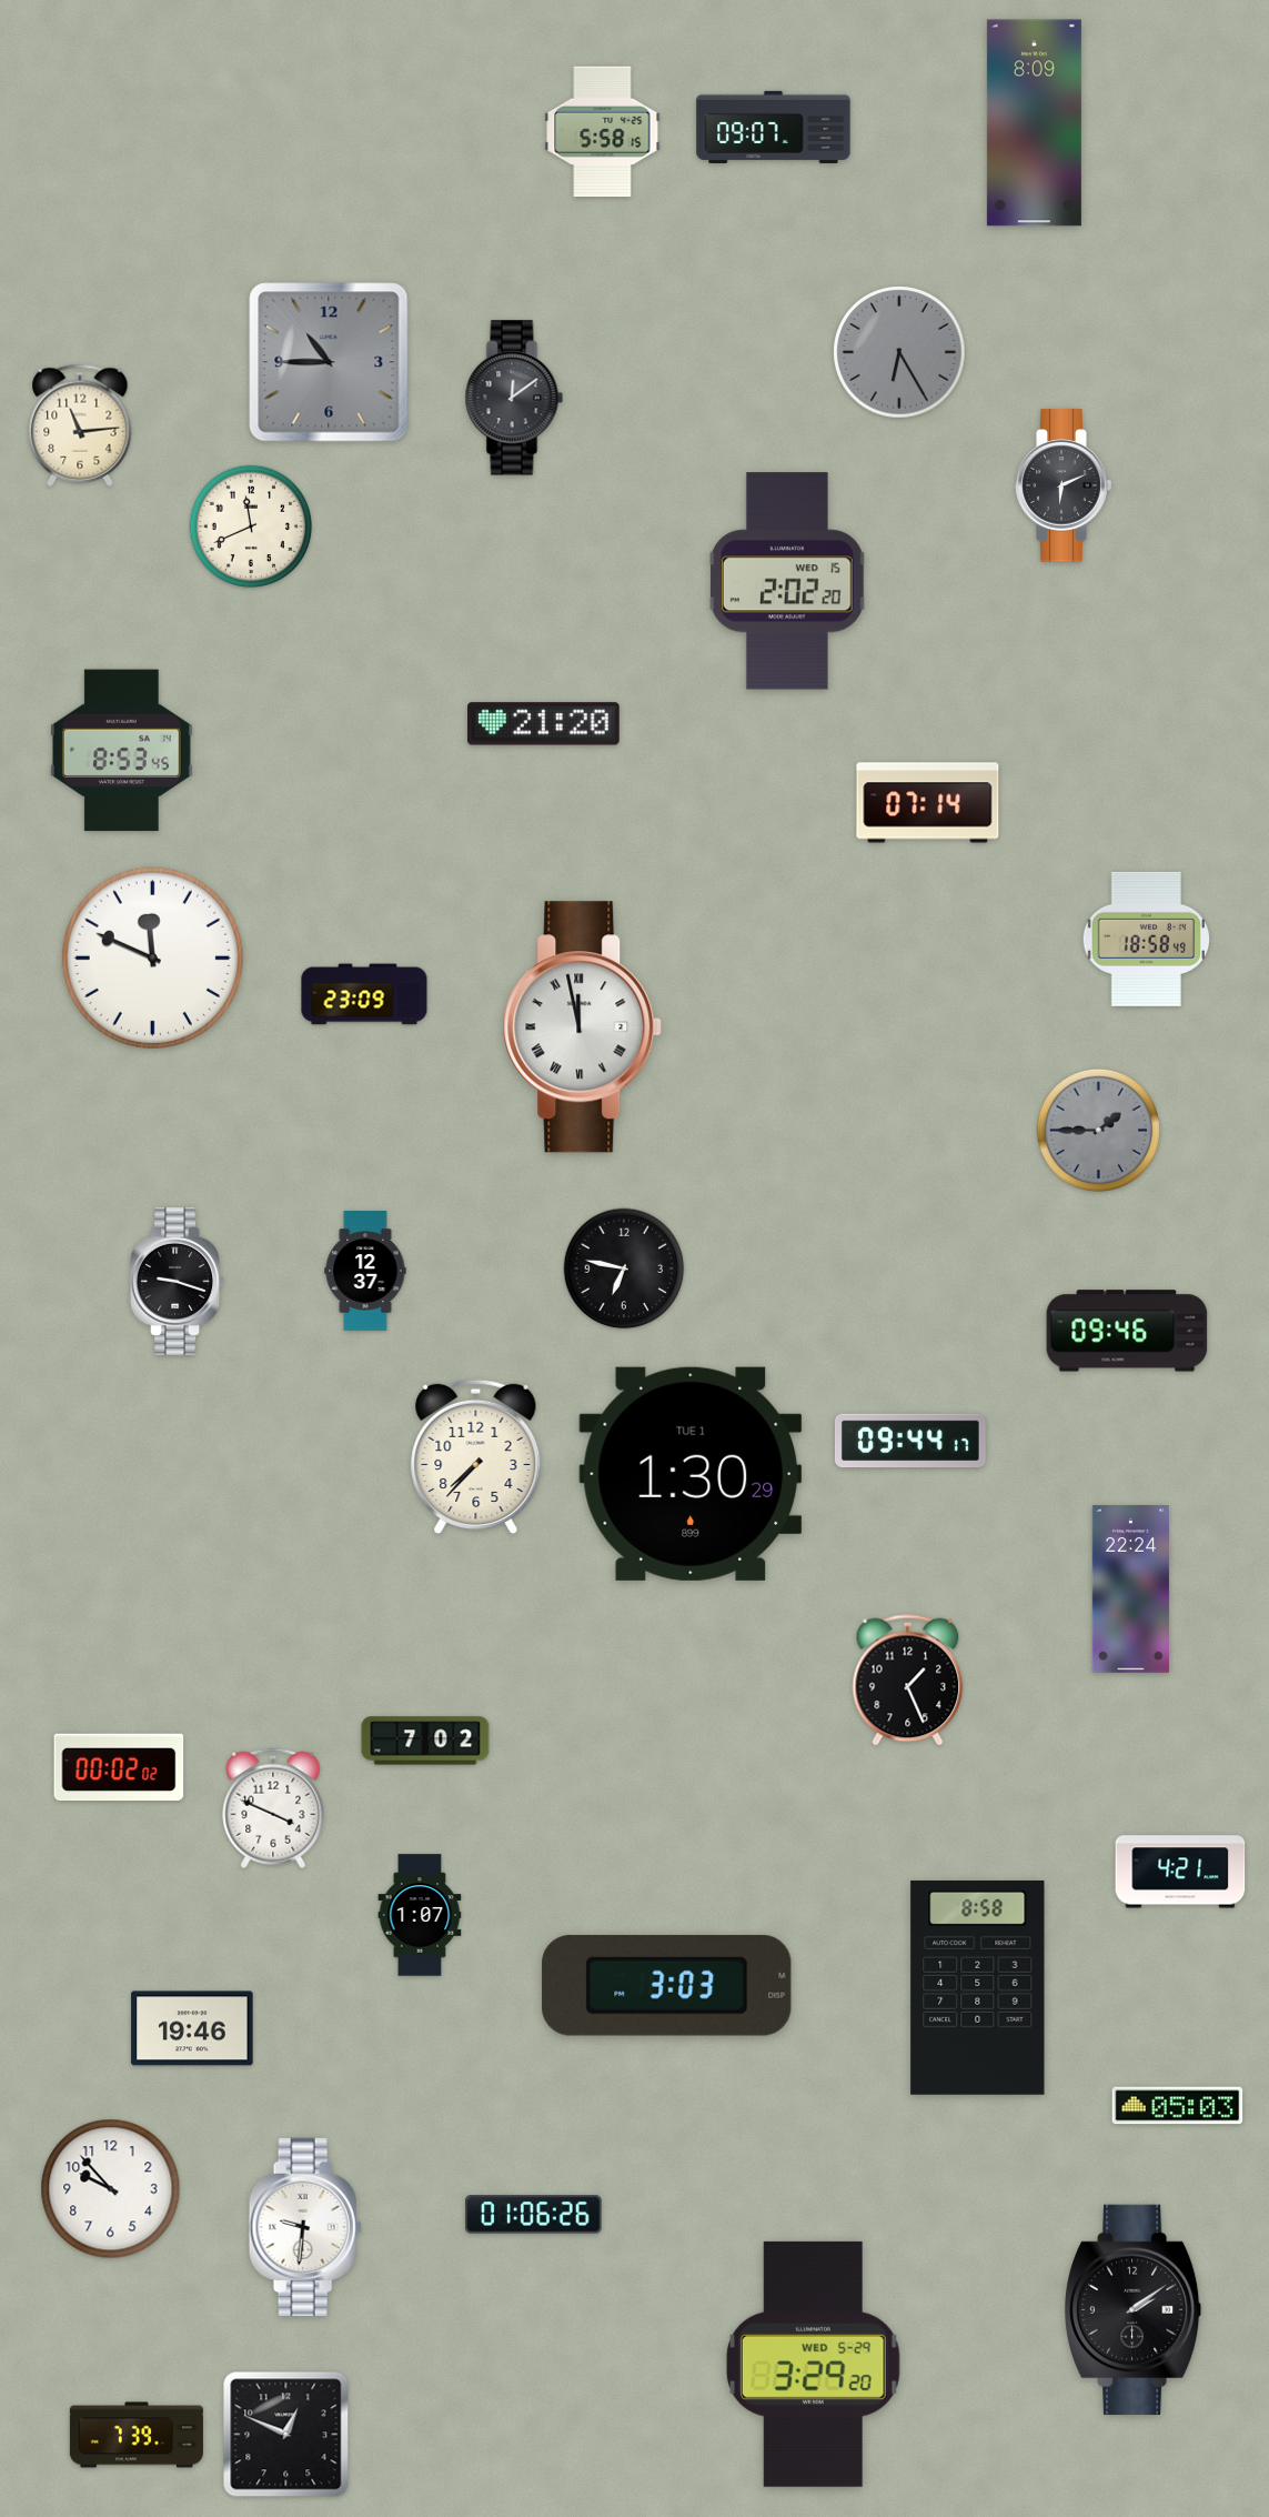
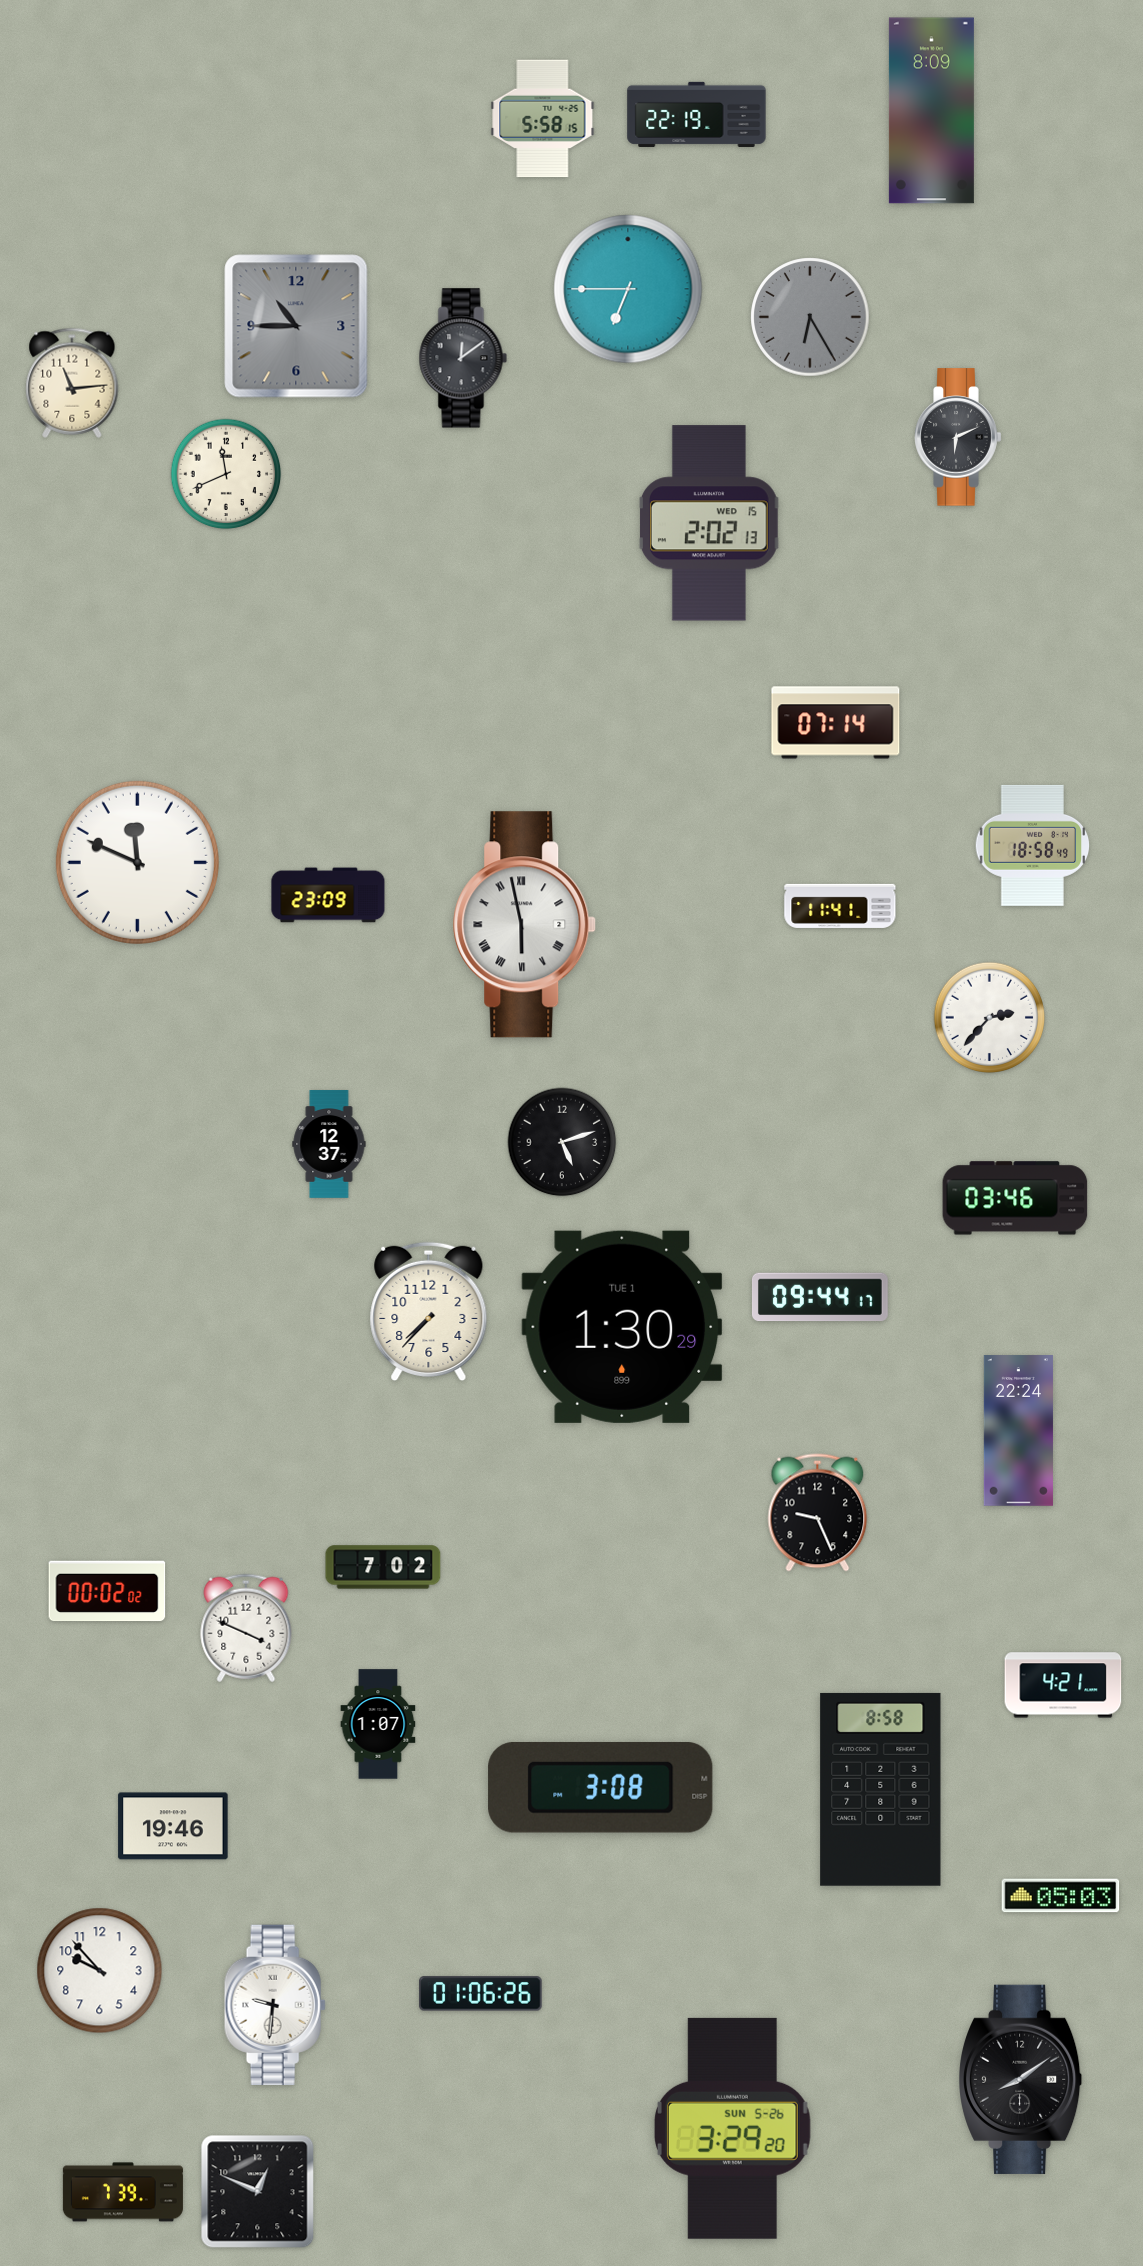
clock at (774, 127): 09:07 -> 22:19
clock at (628, 289): none -> 6:45
clock at (787, 581): 2:02:20 -> 2:02:13
clock at (544, 724): 21:20 -> none
clock at (121, 751): 8:53 -> none
clock at (840, 906): none -> 11:41
clock at (583, 1027): 11:58 -> 5:58
clock at (1099, 1131): 1:45 -> 2:37
clock at (1099, 1131) dial: grey -> white
clock at (624, 1268): 6:47 -> 5:12
clock at (179, 1281): 9:18 -> none
clock at (1127, 1331): 09:46 -> 03:46
clock at (908, 1681): 1:26 -> 9:26
clock at (667, 1985): 3:03 -> 3:08
clock at (1134, 2309): 2:09 -> 8:09
clock at (813, 2364) date: WED 5-29 -> SUN 5-26
